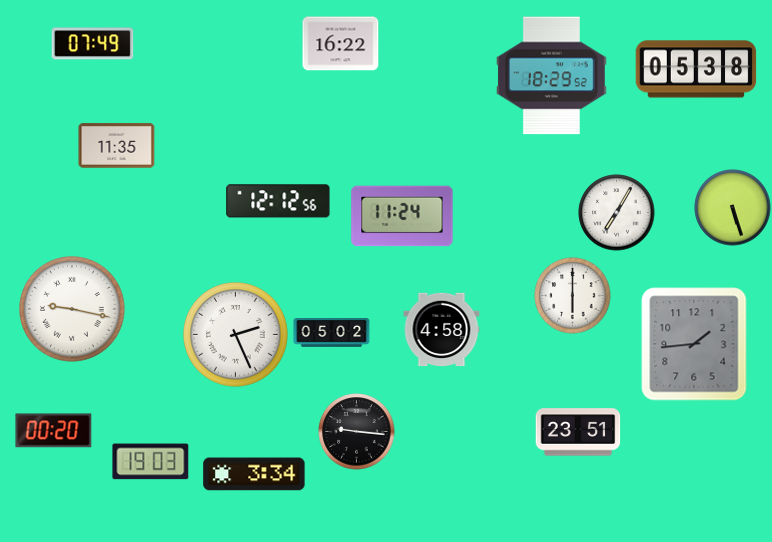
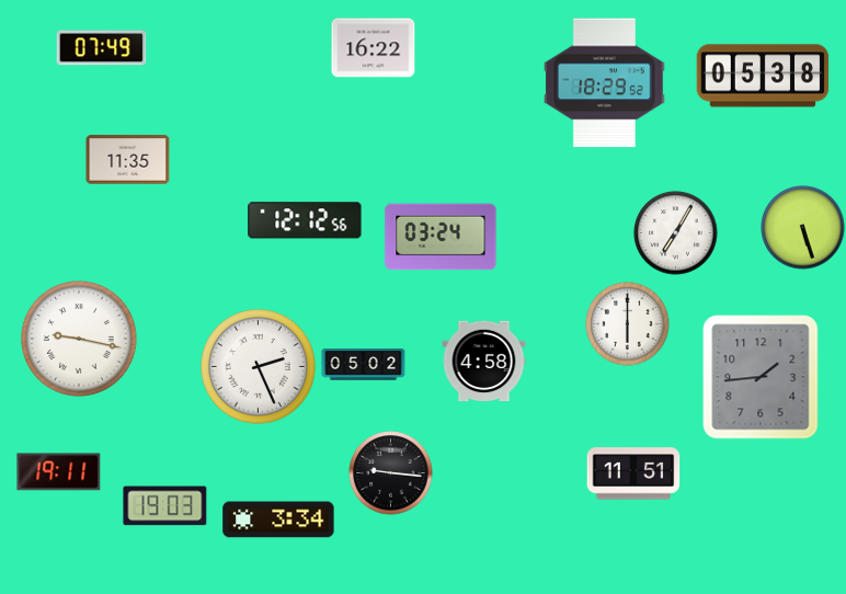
clock at (402, 216): 11:24 -> 03:24
clock at (54, 431): 00:20 -> 19:11
clock at (578, 432): 23:51 -> 11:51
